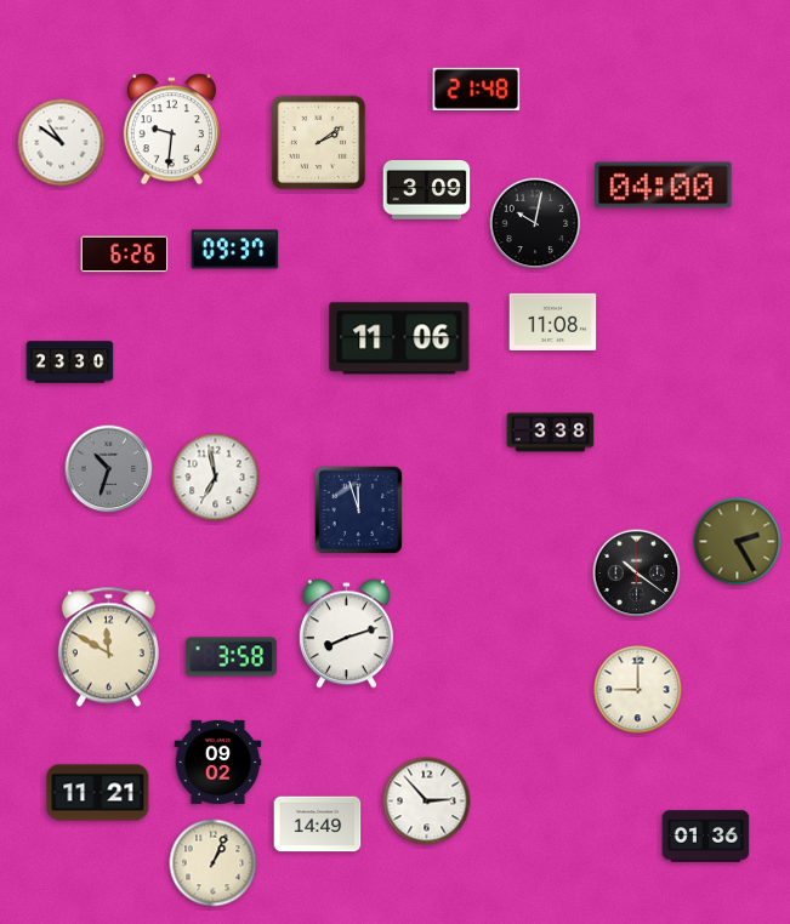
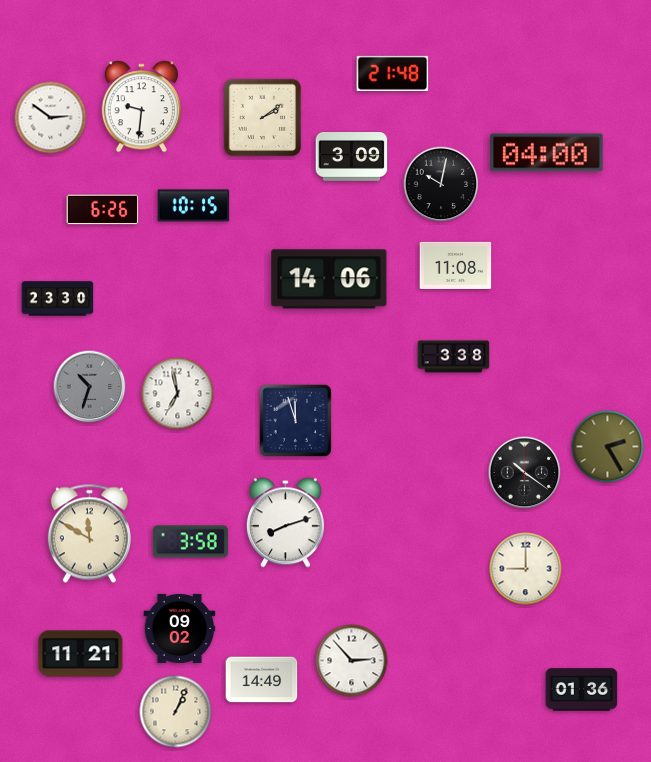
clock at (62, 143): 10:51 -> 2:51
clock at (235, 250): 09:37 -> 10:15
clock at (399, 338): 11:06 -> 14:06
